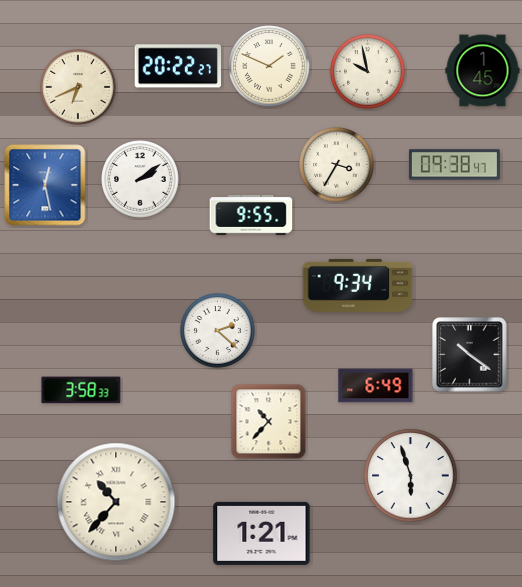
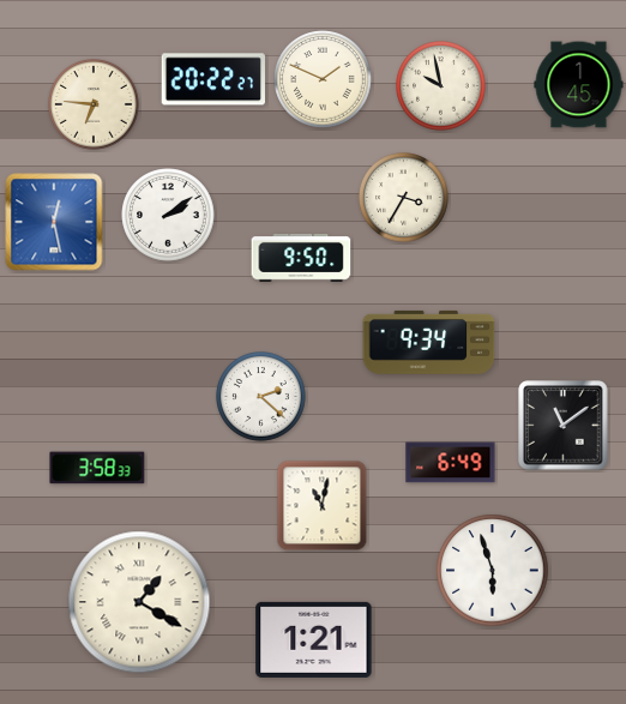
clock at (79, 88): 6:41 -> 6:46
clock at (454, 165): 09:38 -> none
clock at (251, 215): 9:55 -> 9:50
clock at (470, 355): 10:21 -> 11:09
clock at (269, 422): 10:37 -> 11:02
clock at (116, 502): 10:37 -> 1:20
